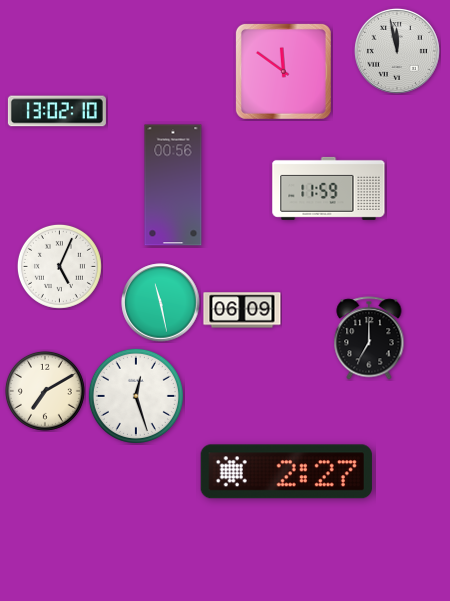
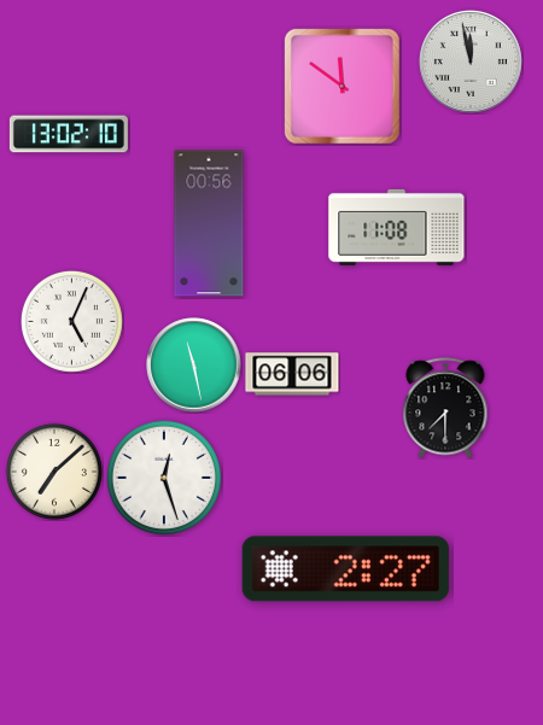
clock at (397, 51) position: (397, 51) -> (471, 62)
clock at (329, 188): 11:59 -> 11:08
clock at (242, 310): 06:09 -> 06:06
clock at (369, 338): 7:00 -> 7:30
clock at (45, 391): 7:10 -> 7:08
